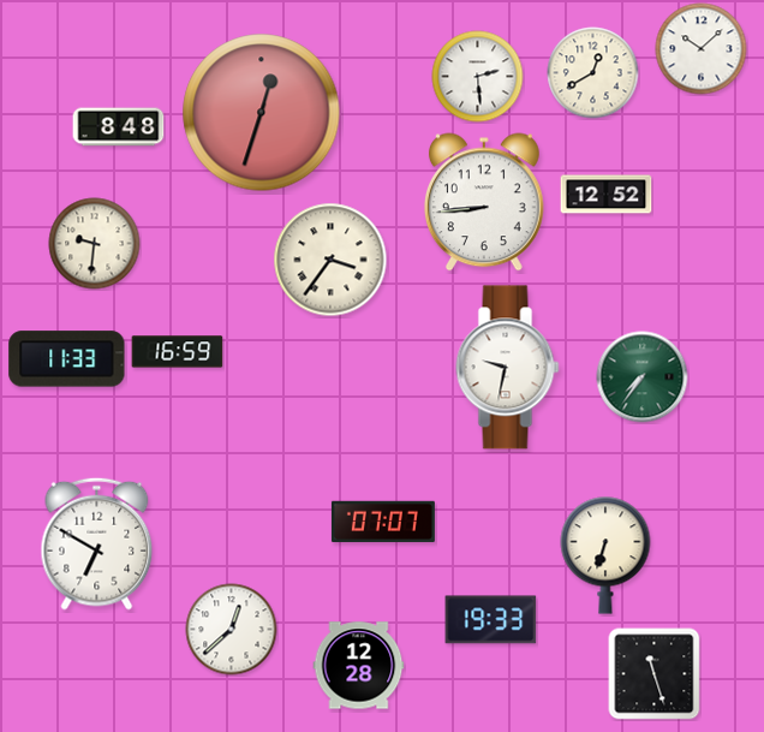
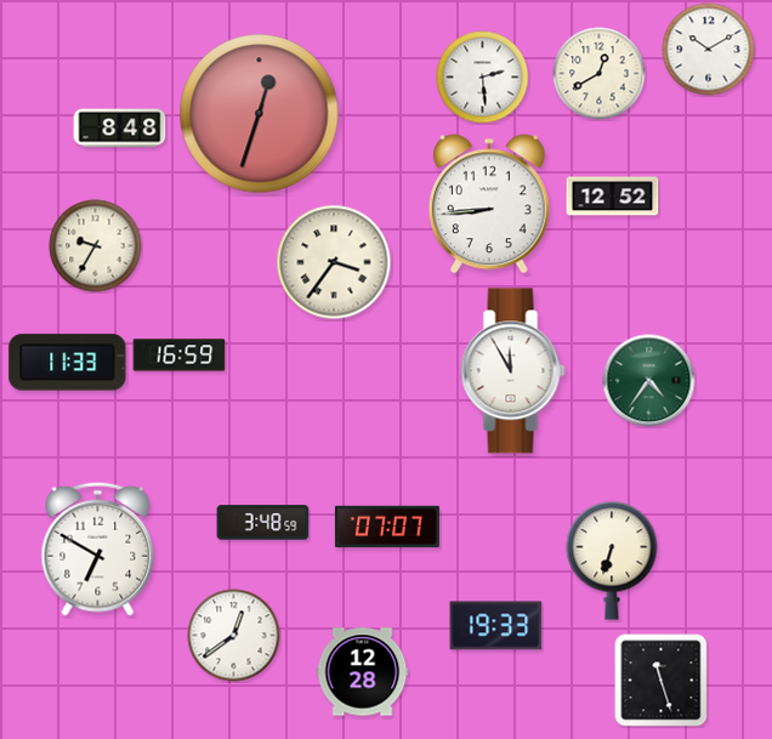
clock at (702, 49): 10:08 -> 10:10
clock at (262, 113) position: (262, 113) -> (260, 114)
clock at (95, 244): 9:31 -> 9:35
clock at (508, 368): 9:32 -> 11:55
clock at (643, 377): 7:36 -> 4:36
clock at (263, 523): none -> 3:48
clock at (232, 630): 12:38 -> 12:39
